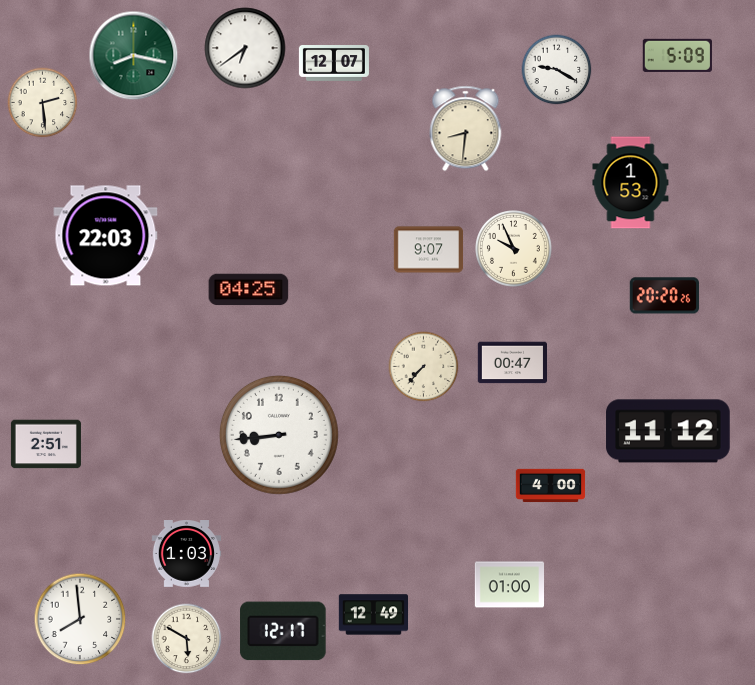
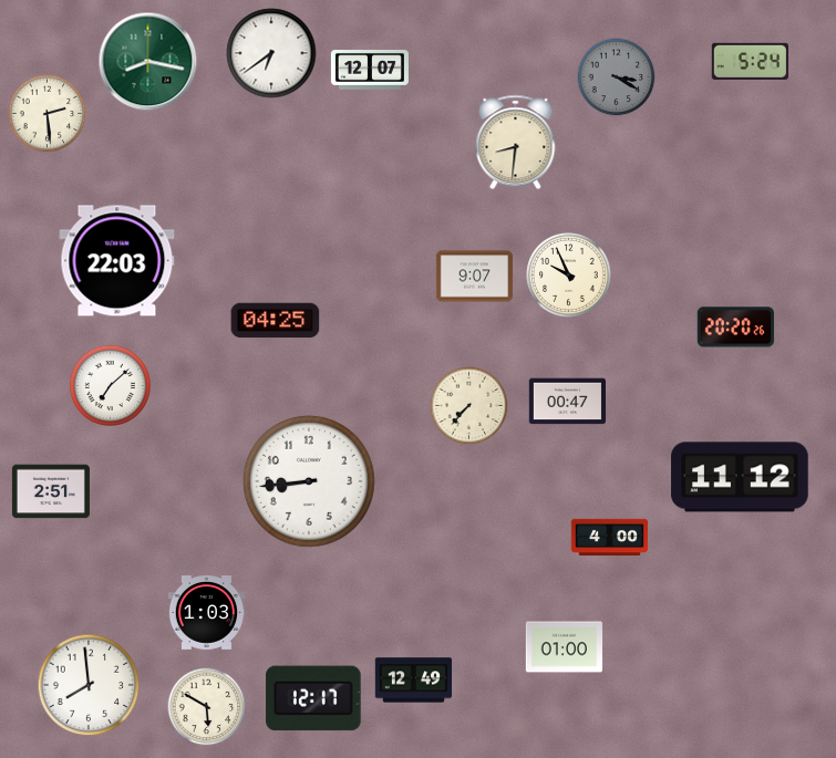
clock at (677, 55): 5:09 -> 5:24
clock at (557, 70): 9:20 -> 3:20
clock at (557, 70) dial: white -> grey
clock at (631, 183): 1:53 -> none
clock at (110, 385): none -> 7:08
